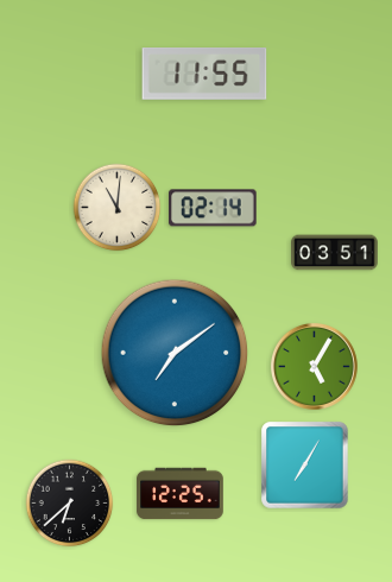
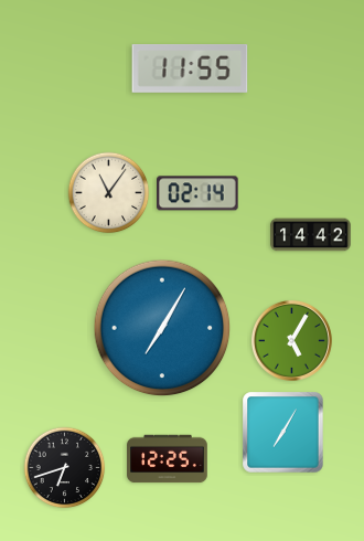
clock at (118, 208): 11:01 -> 11:06
clock at (335, 253): 03:51 -> 14:42
clock at (175, 353): 7:09 -> 7:05
clock at (70, 504): 6:38 -> 6:42
